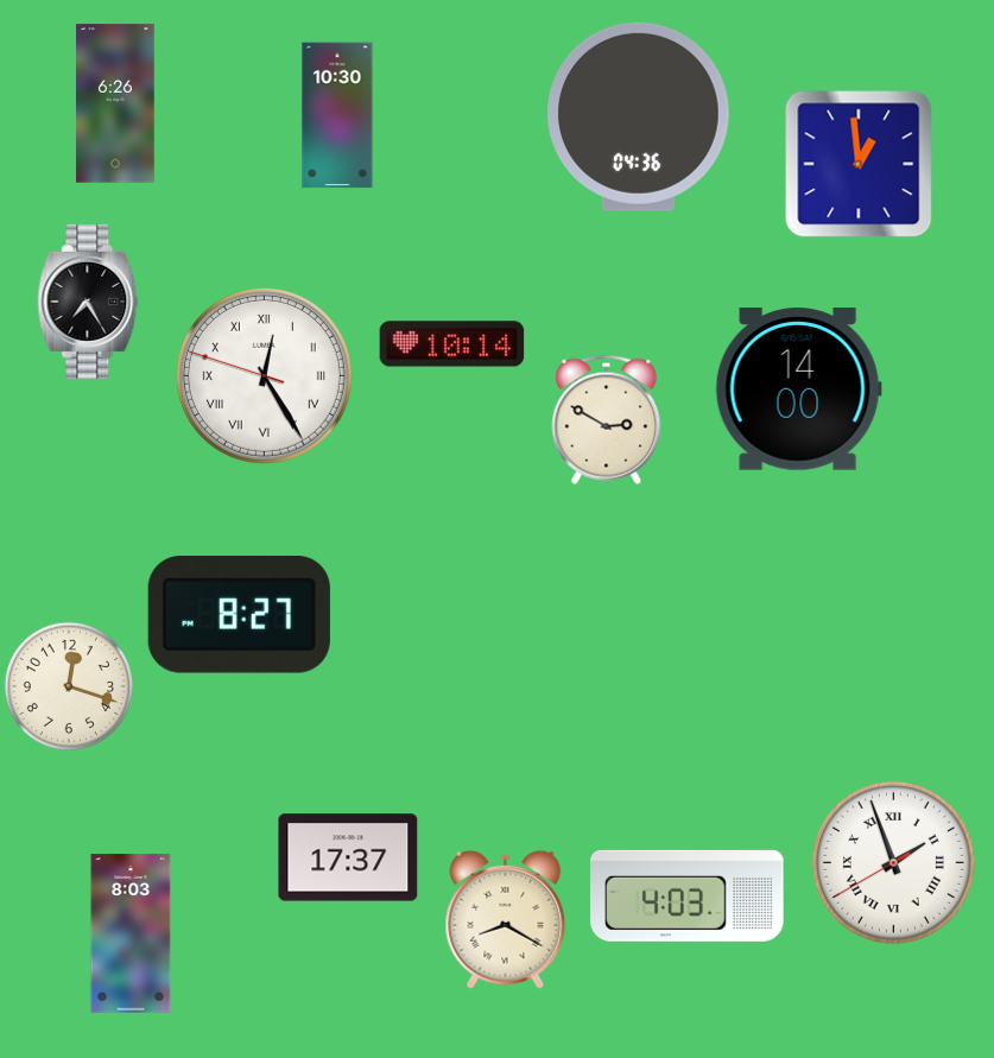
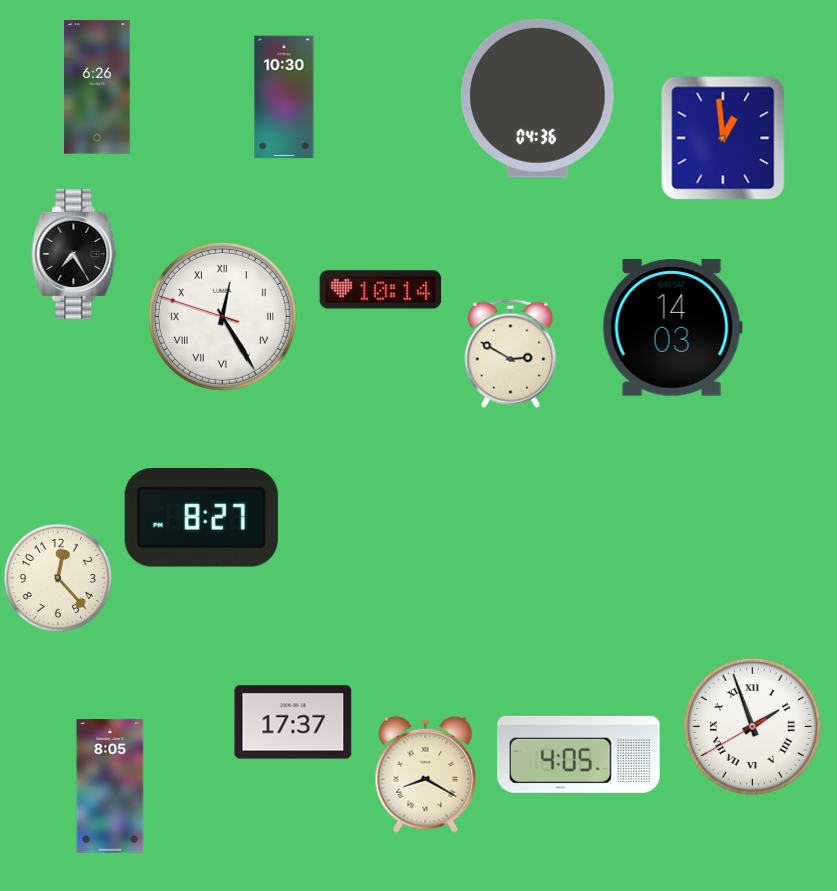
clock at (798, 389): 14:00 -> 14:03
clock at (69, 686): 12:18 -> 12:23
clock at (688, 895): 4:03 -> 4:05
clock at (131, 933): 8:03 -> 8:05
